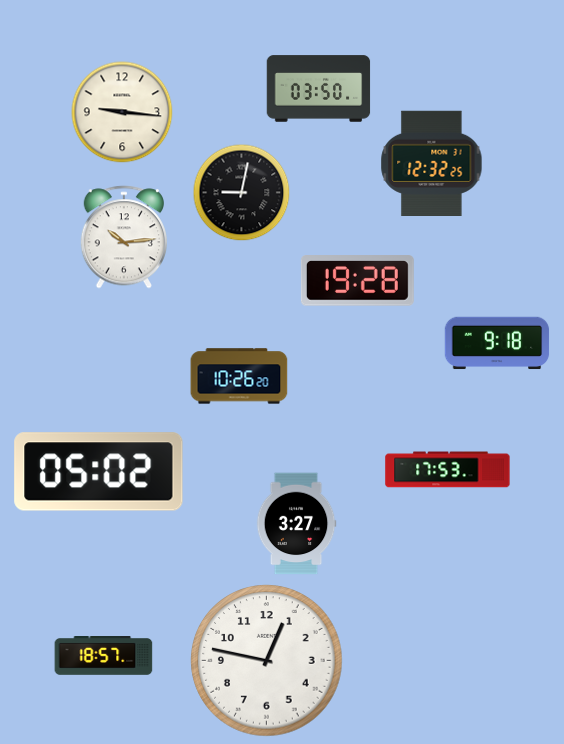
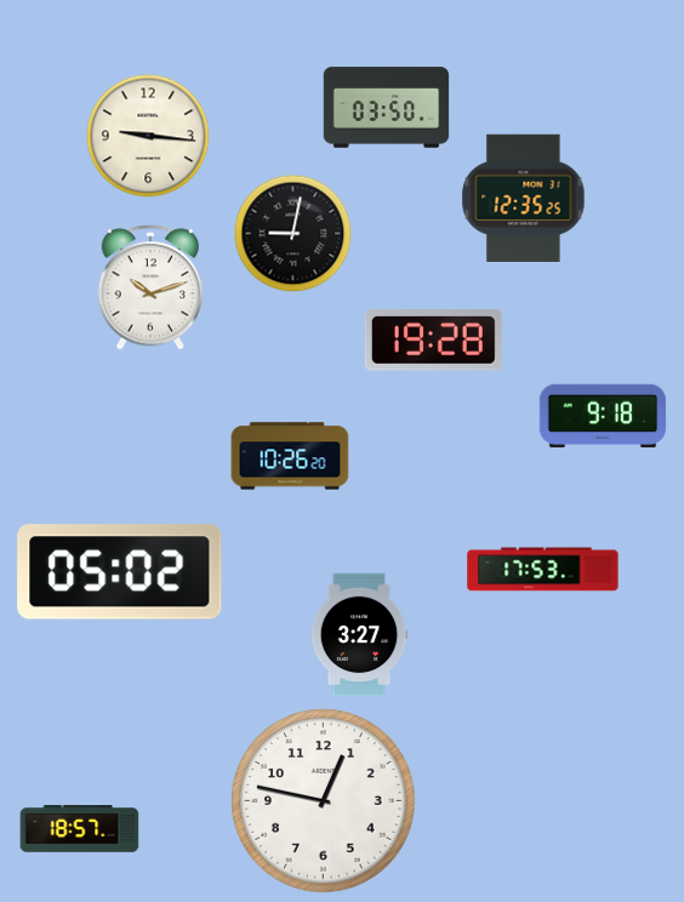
clock at (432, 163): 12:32 -> 12:35
clock at (123, 237): 10:14 -> 10:12
clock at (104, 656) position: (104, 656) -> (80, 829)
